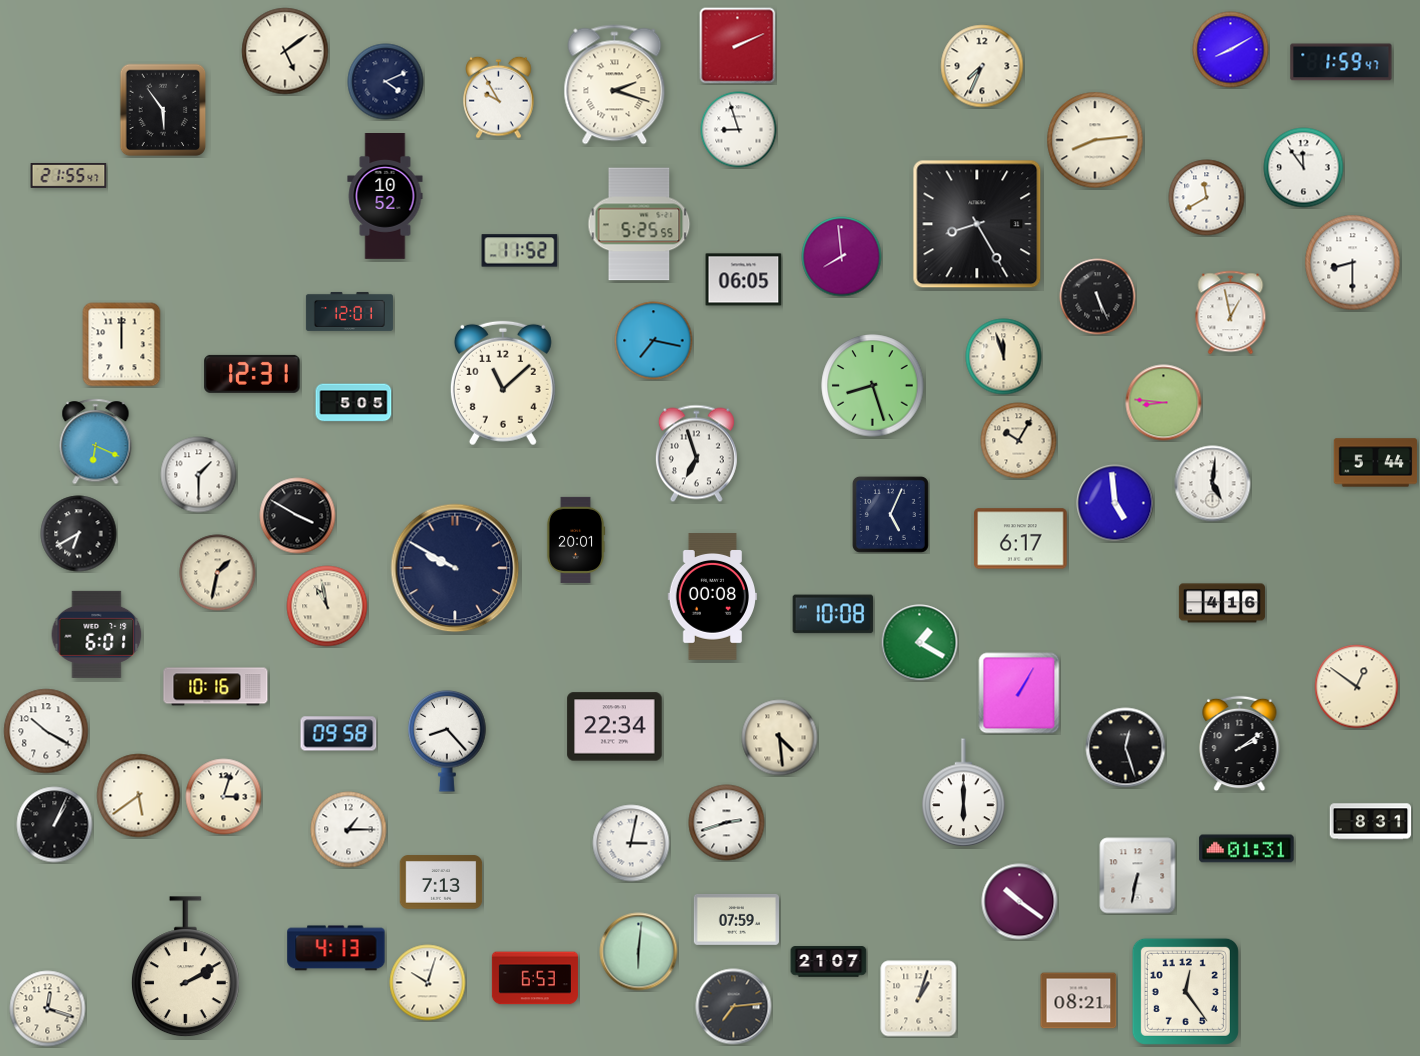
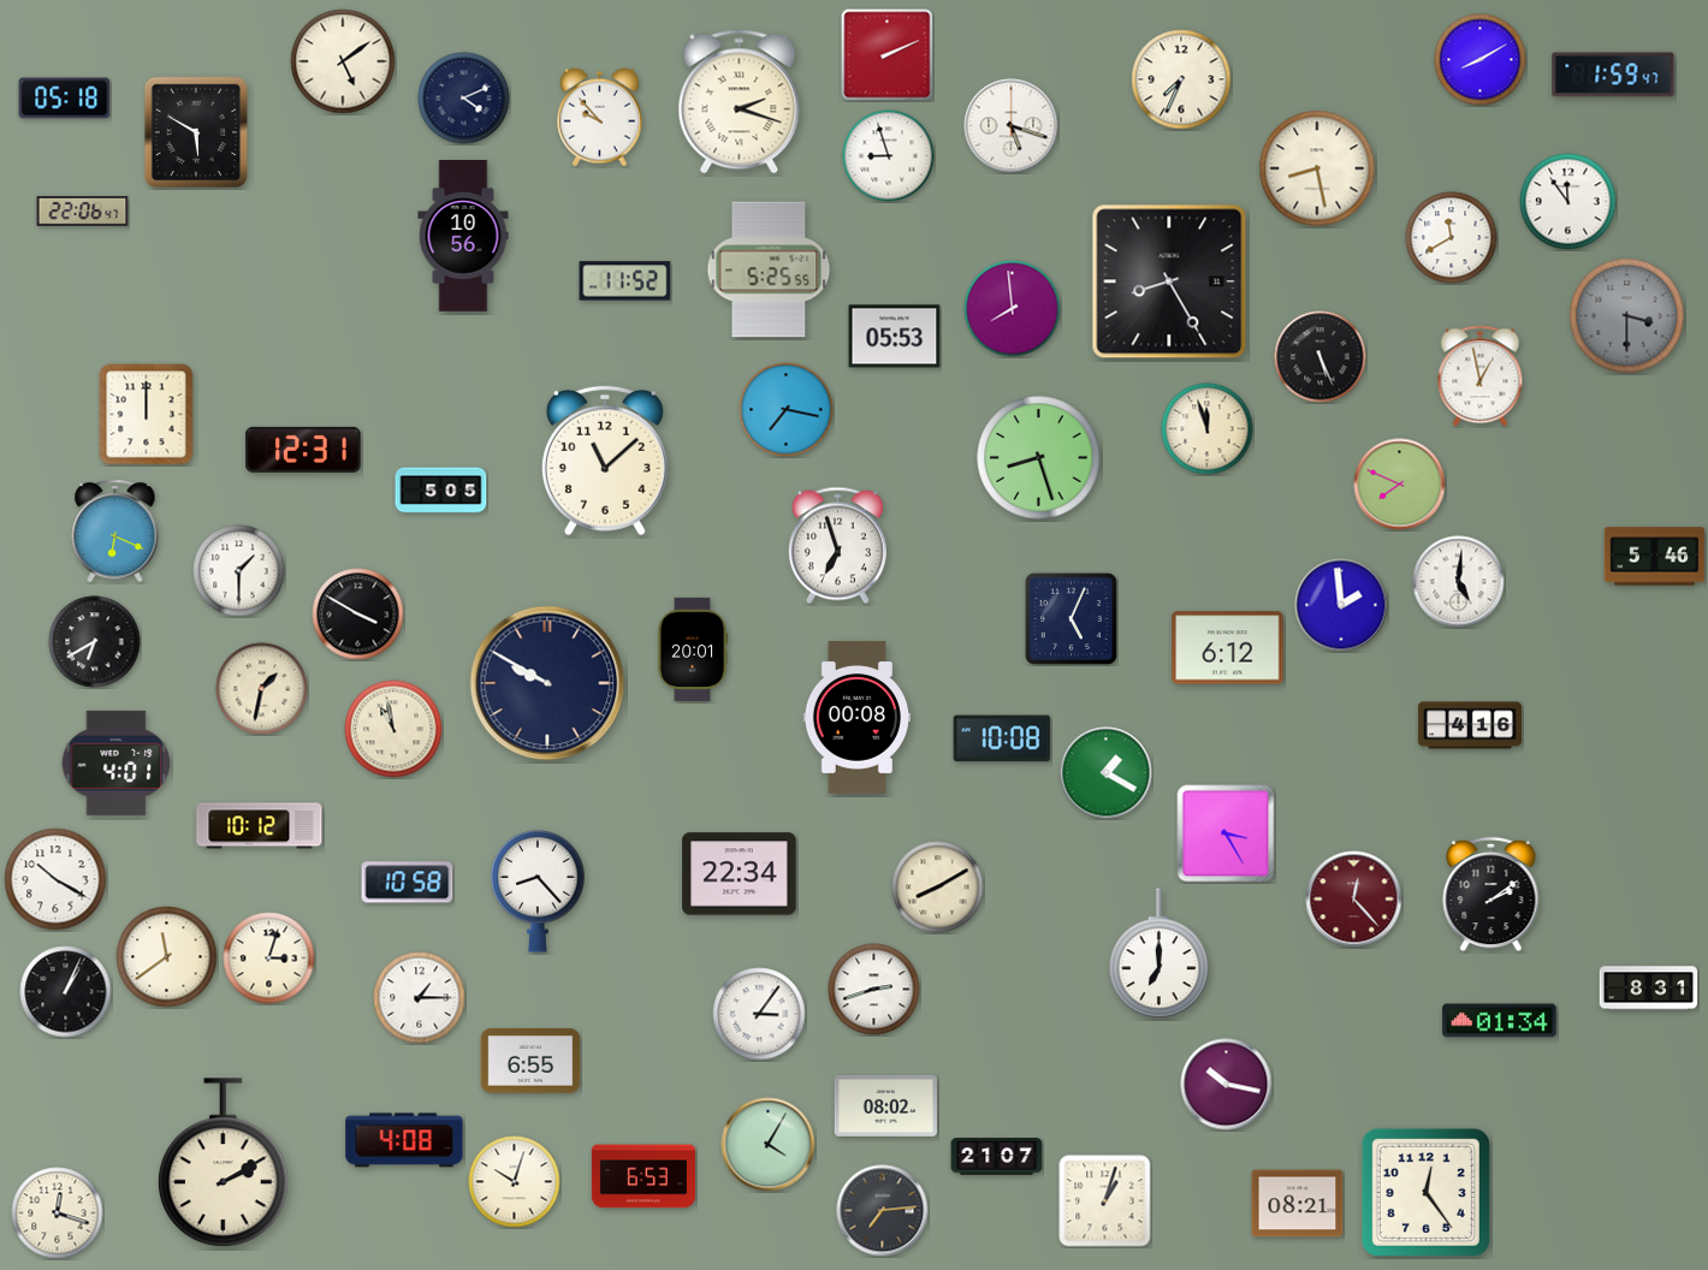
clock at (65, 99): none -> 05:18
clock at (499, 97): 9:55 -> 9:53
clock at (1012, 126): none -> 5:18
clock at (163, 110): 5:54 -> 5:50
clock at (1095, 140): 8:14 -> 8:28
clock at (69, 176): 21:55 -> 22:06
clock at (385, 197): 10:52 -> 10:56
clock at (977, 224) position: (977, 224) -> (1169, 281)
clock at (520, 251) position: (520, 251) -> (625, 281)
clock at (1353, 263): 8:30 -> 3:30
clock at (1353, 263) dial: white -> grey
clock at (744, 280): 06:05 -> 05:53
clock at (349, 311): 12:01 -> none
clock at (873, 386) position: (873, 386) -> (1039, 458)
clock at (354, 403) position: (354, 403) -> (441, 491)
clock at (1164, 403): 8:46 -> 7:49
clock at (1019, 441): 10:05 -> none
clock at (1376, 463): 5:44 -> 5:46
clock at (1115, 503): 4:59 -> 1:59
clock at (298, 516) position: (298, 516) -> (358, 615)
clock at (1021, 539): 6:17 -> 6:12
clock at (97, 634): 6:01 -> 4:01
clock at (216, 687): 10:16 -> 10:12
clock at (1357, 687): 12:51 -> none
clock at (1019, 693): 1:05 -> 3:25
clock at (339, 734): 09:58 -> 10:58
clock at (780, 738): 4:29 -> 8:10
clock at (1126, 748): 12:27 -> 12:23
clock at (1126, 748) dial: black -> burgundy
clock at (964, 793): 6:00 -> 7:00
clock at (139, 796): 5:39 -> 11:39
clock at (631, 843): 3:02 -> 3:06
clock at (1247, 849): 01:31 -> 01:34
clock at (1138, 876): 6:32 -> none
clock at (441, 882): 7:13 -> 6:55
clock at (1020, 902): 10:21 -> 10:17
clock at (736, 919): 07:59 -> 08:02
clock at (336, 948): 4:13 -> 4:08
clock at (639, 952): 6:01 -> 4:05
